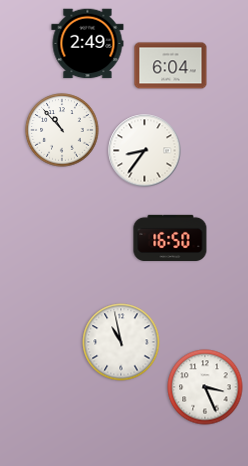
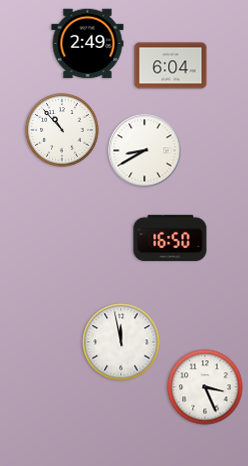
clock at (145, 151): 8:36 -> 8:40
clock at (121, 342): 10:58 -> 11:58
